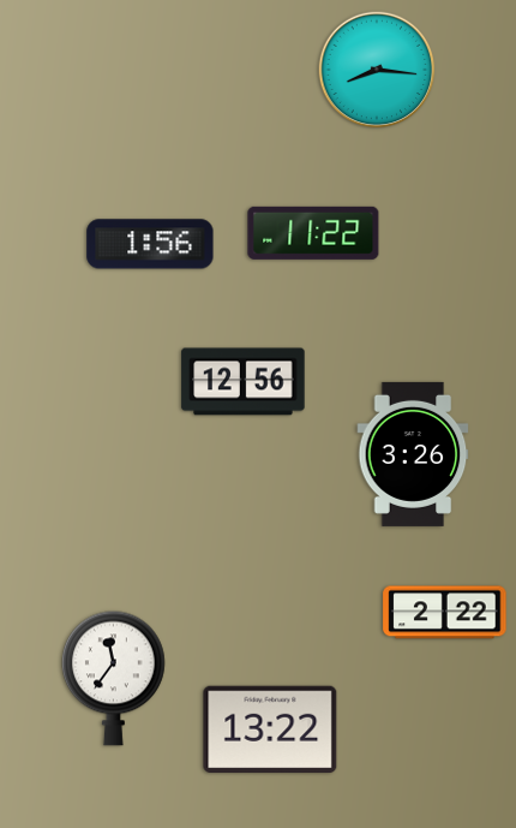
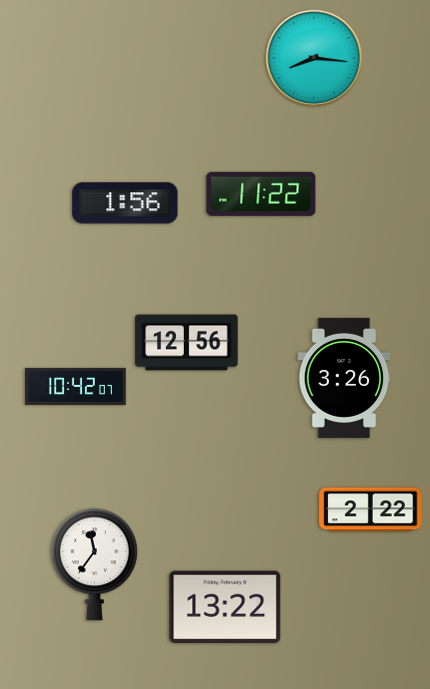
clock at (244, 382) position: (244, 382) -> (187, 343)
clock at (76, 386): none -> 10:42
